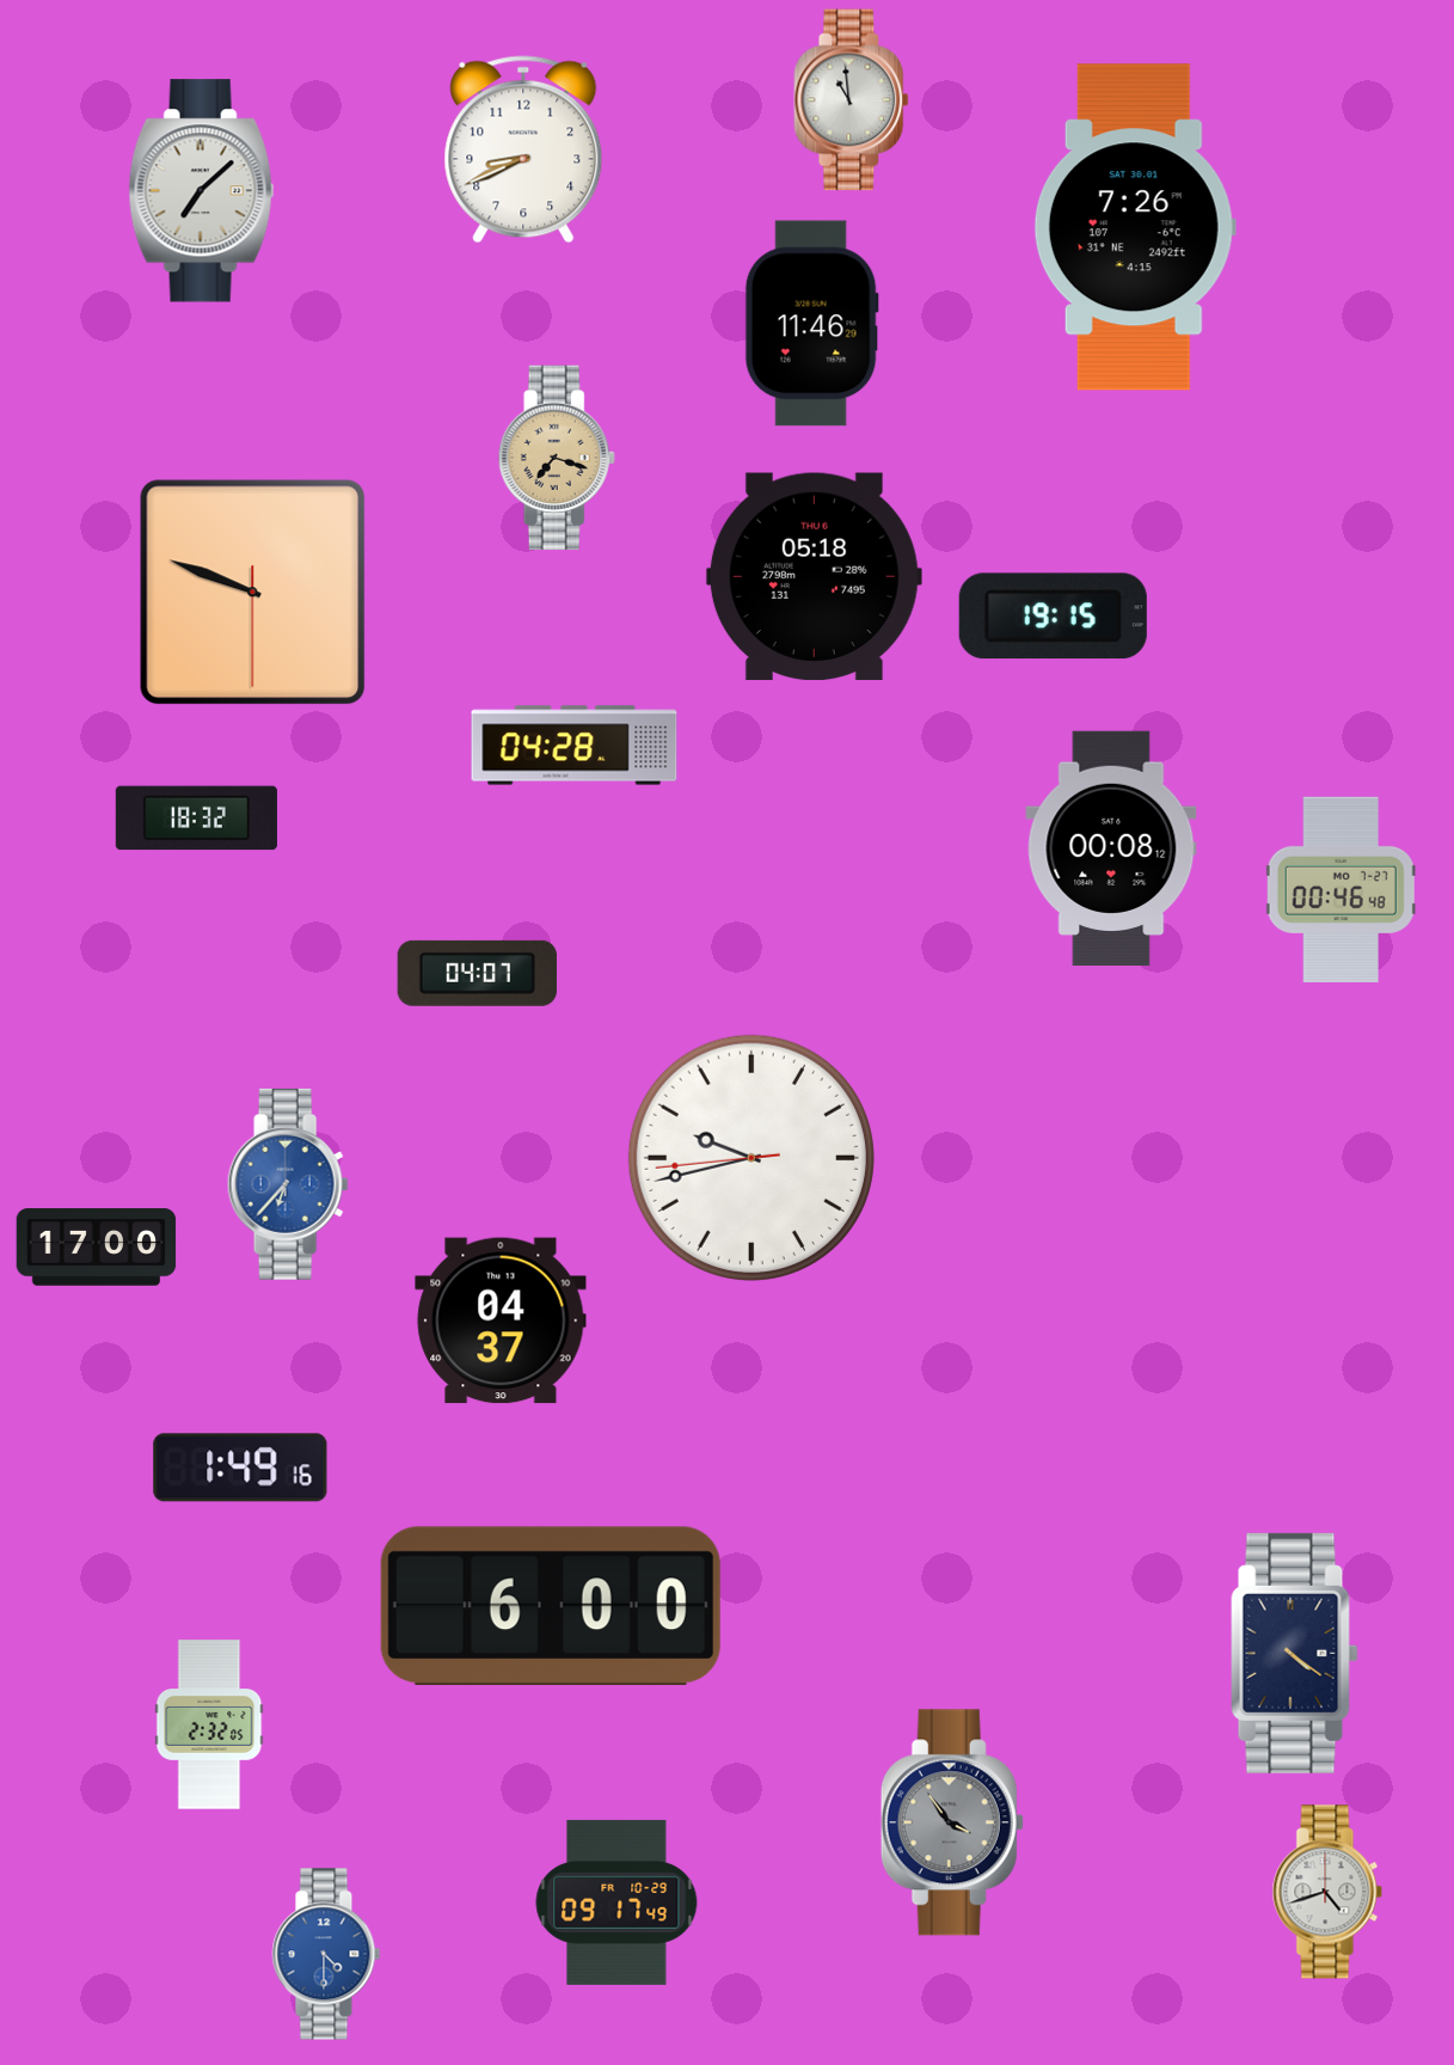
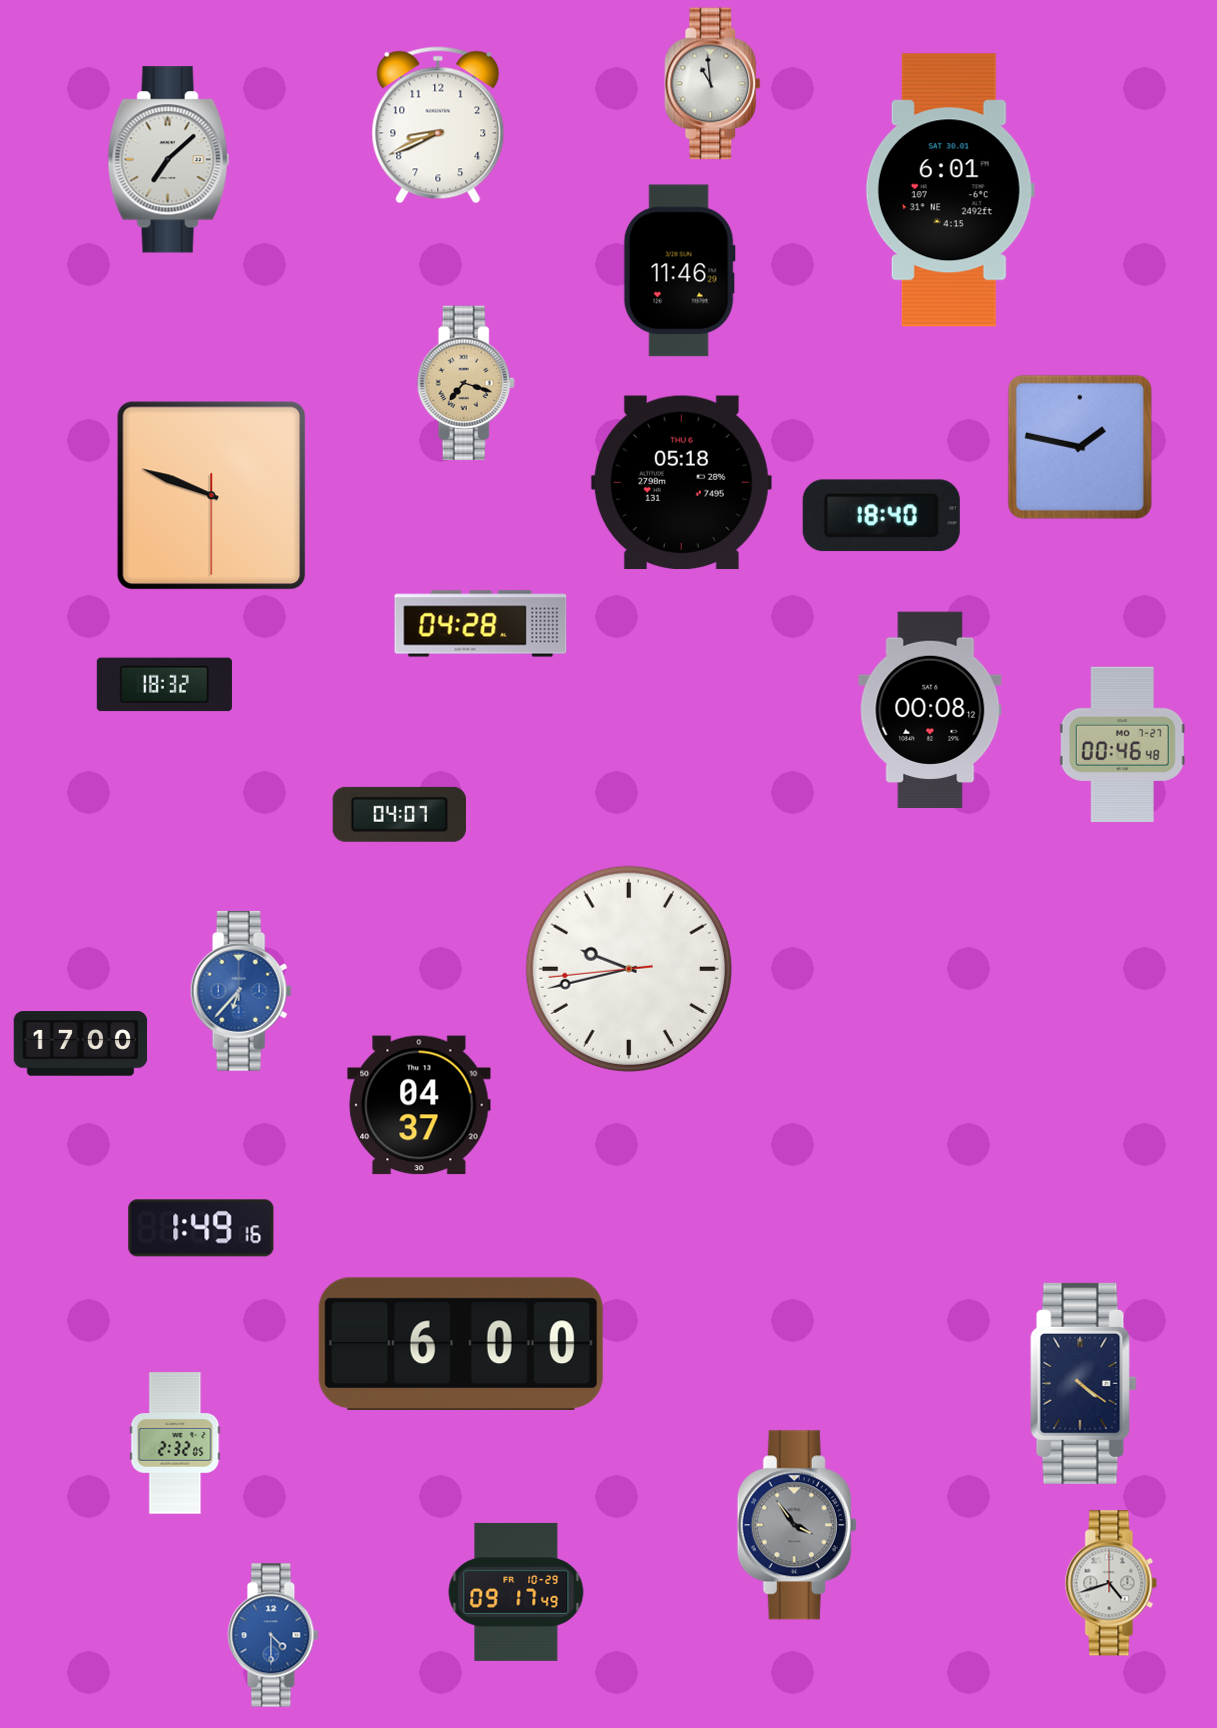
clock at (1135, 227): 7:26 -> 6:01
clock at (1080, 447): none -> 1:47
clock at (1053, 617): 19:15 -> 18:40
